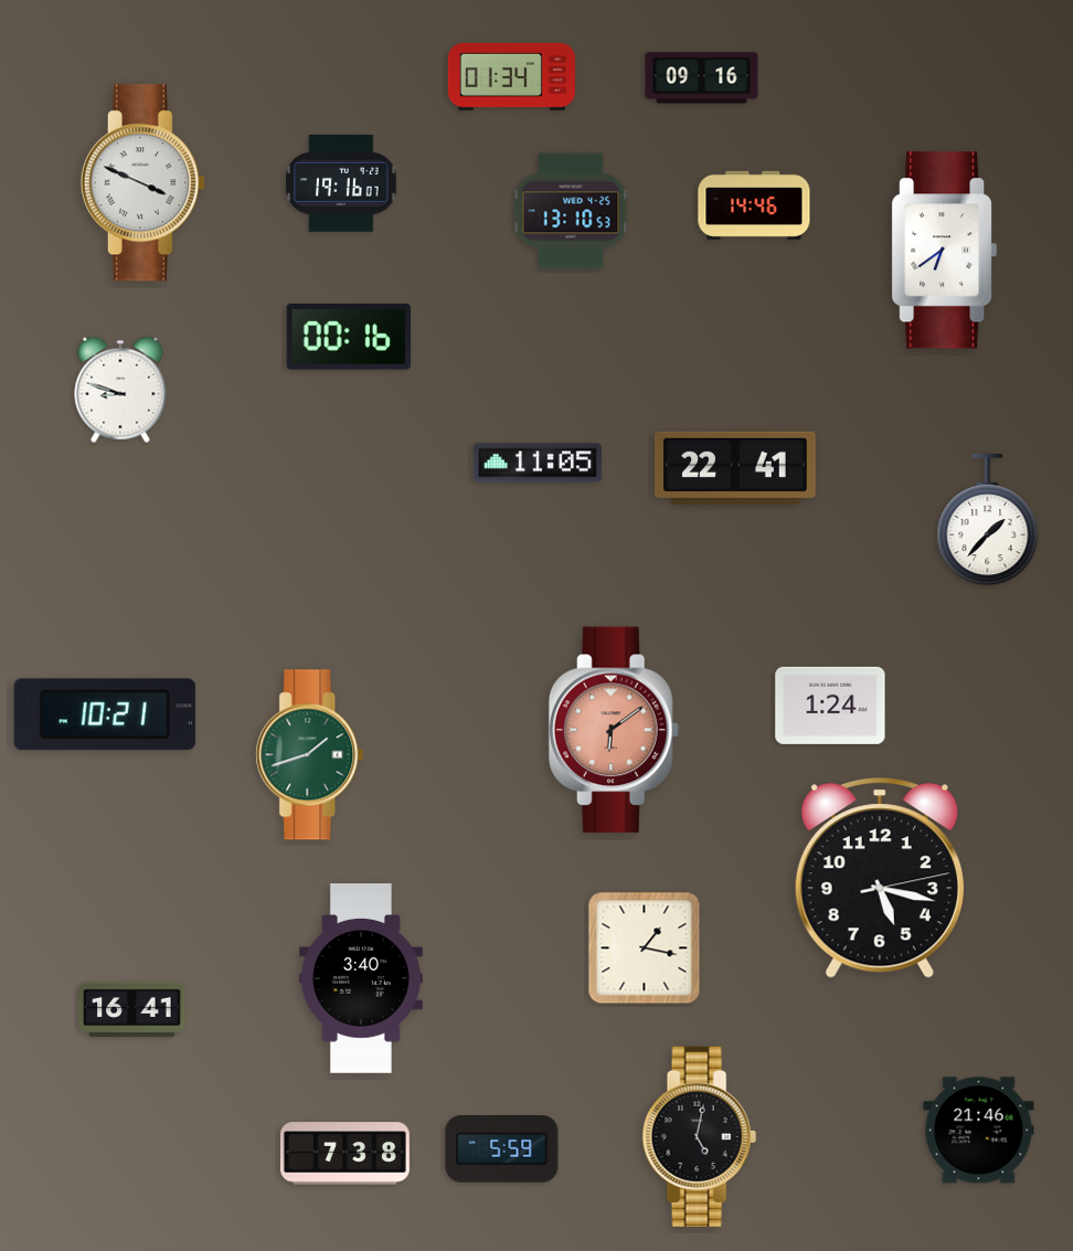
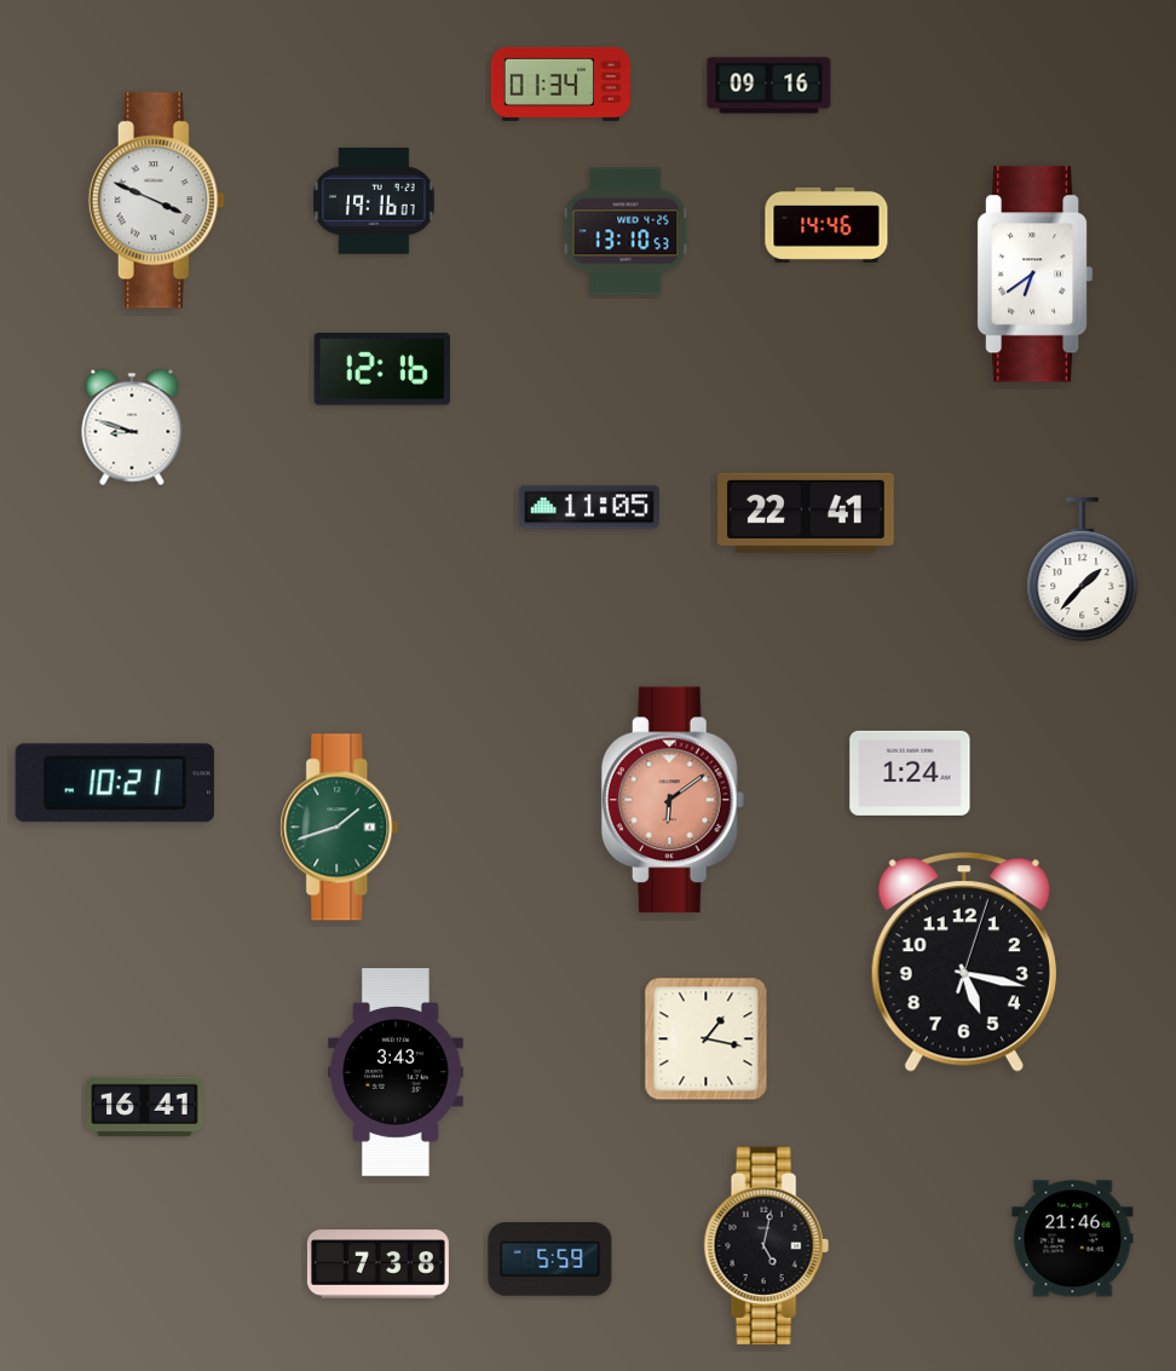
clock at (349, 337): 00:16 -> 12:16
clock at (880, 878): 5:17:13 -> 5:17:03
clock at (361, 978): 3:40 -> 3:43
